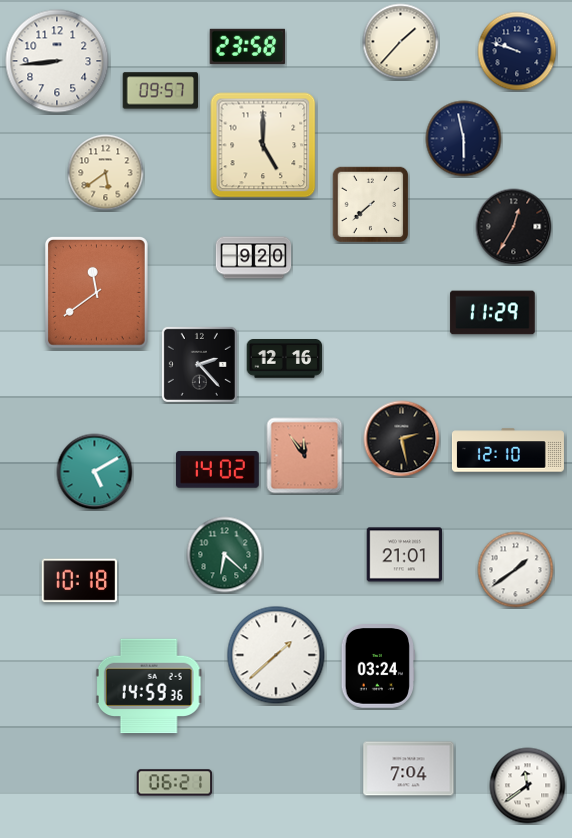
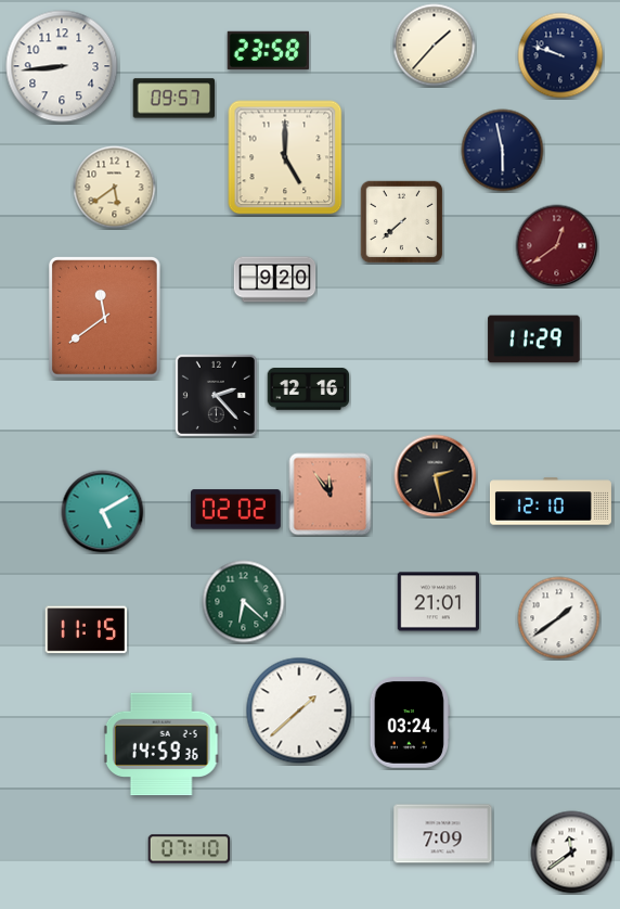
clock at (514, 227): 12:35 -> 12:39
clock at (514, 227) dial: black -> burgundy
clock at (508, 450) position: (508, 450) -> (551, 501)
clock at (218, 470): 14:02 -> 02:02
clock at (80, 581): 10:18 -> 11:15
clock at (409, 769): 7:04 -> 7:09
clock at (175, 783): 06:21 -> 07:10
